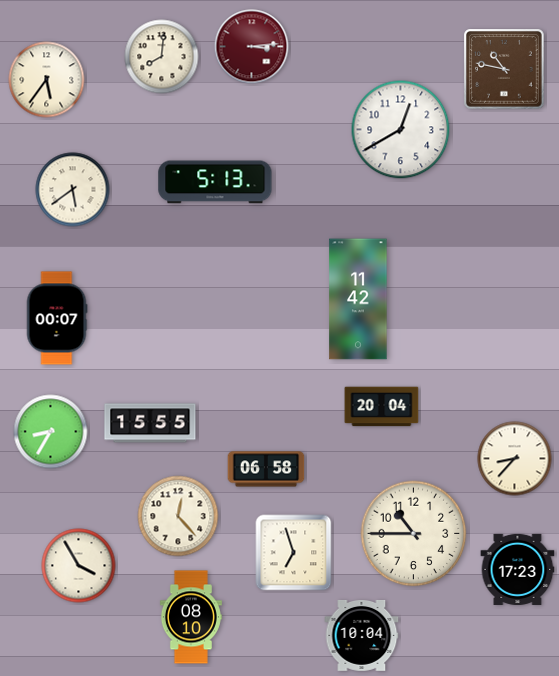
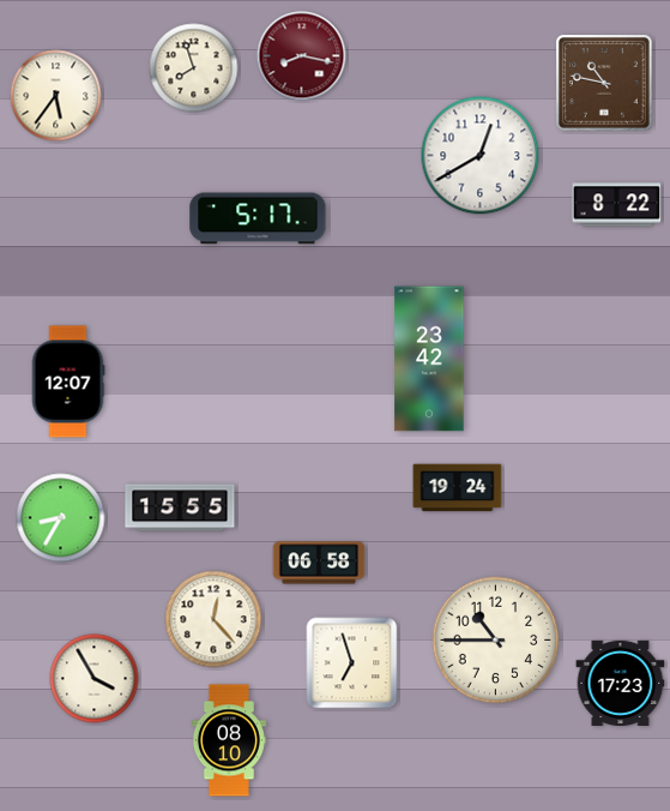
clock at (252, 47): 3:14 -> 8:17
clock at (162, 57): 8:01 -> 7:57
clock at (617, 205): none -> 8:22
clock at (215, 182): 5:13 -> 5:17
clock at (73, 190): 5:39 -> none
clock at (358, 299): 11:42 -> 23:42
clock at (57, 318): 00:07 -> 12:07
clock at (382, 407): 20:04 -> 19:24
clock at (515, 459): 8:37 -> none
clock at (362, 635): 10:04 -> none
